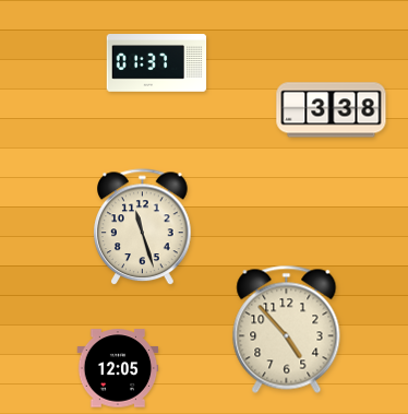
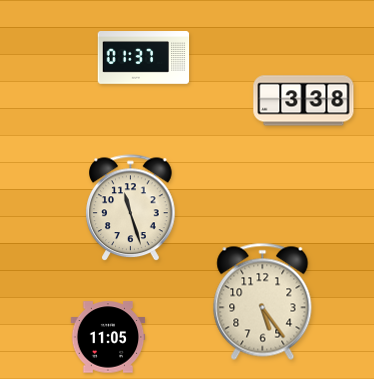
clock at (287, 329): 4:53 -> 5:24
clock at (118, 368): 12:05 -> 11:05
